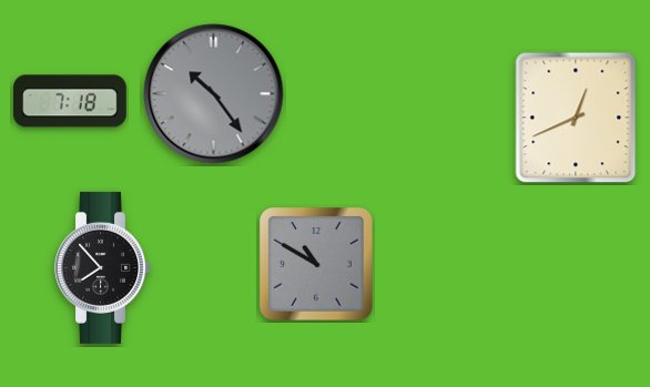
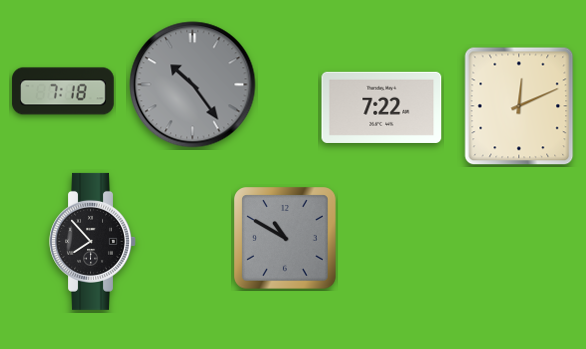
clock at (576, 118): 12:41 -> 12:11
clock at (382, 107): none -> 7:22
